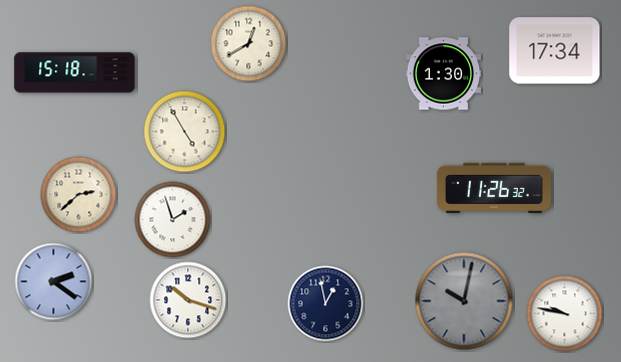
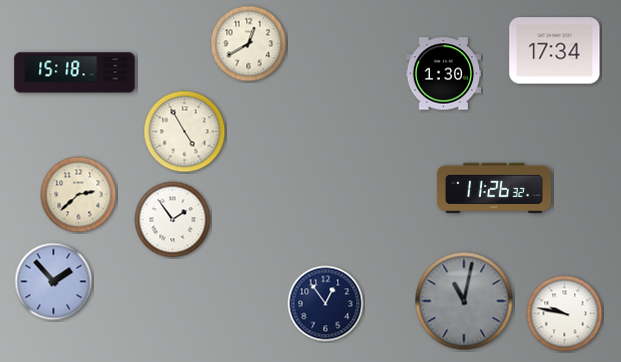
clock at (173, 220): 1:57 -> 1:54
clock at (54, 282): 2:21 -> 1:53
clock at (188, 300): 10:18 -> none
clock at (464, 301): 10:02 -> 11:02
clock at (326, 304): 12:58 -> 12:54
